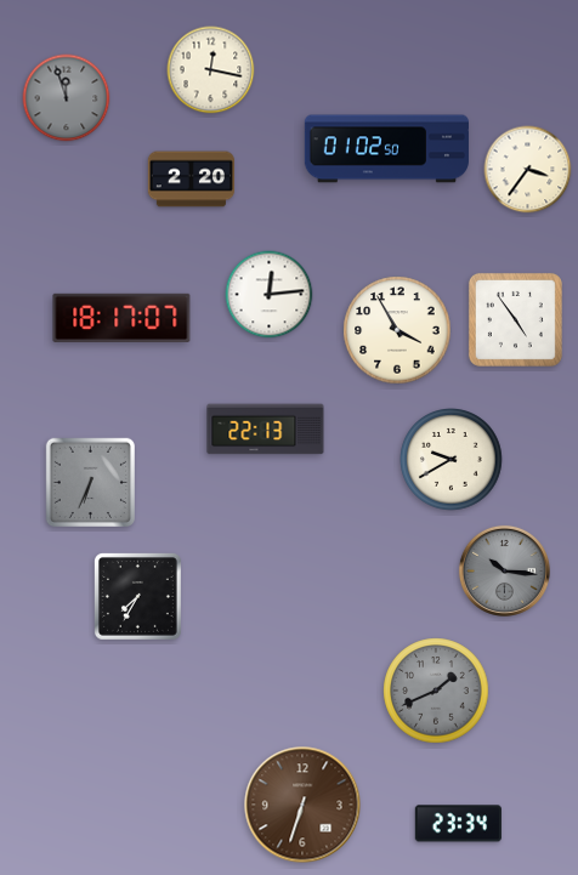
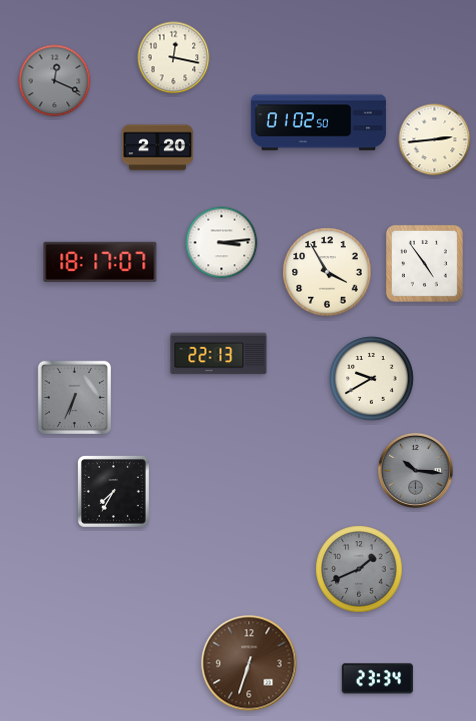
clock at (67, 98): 11:57 -> 12:19
clock at (528, 170): 3:36 -> 2:44
clock at (270, 295): 12:14 -> 3:14
